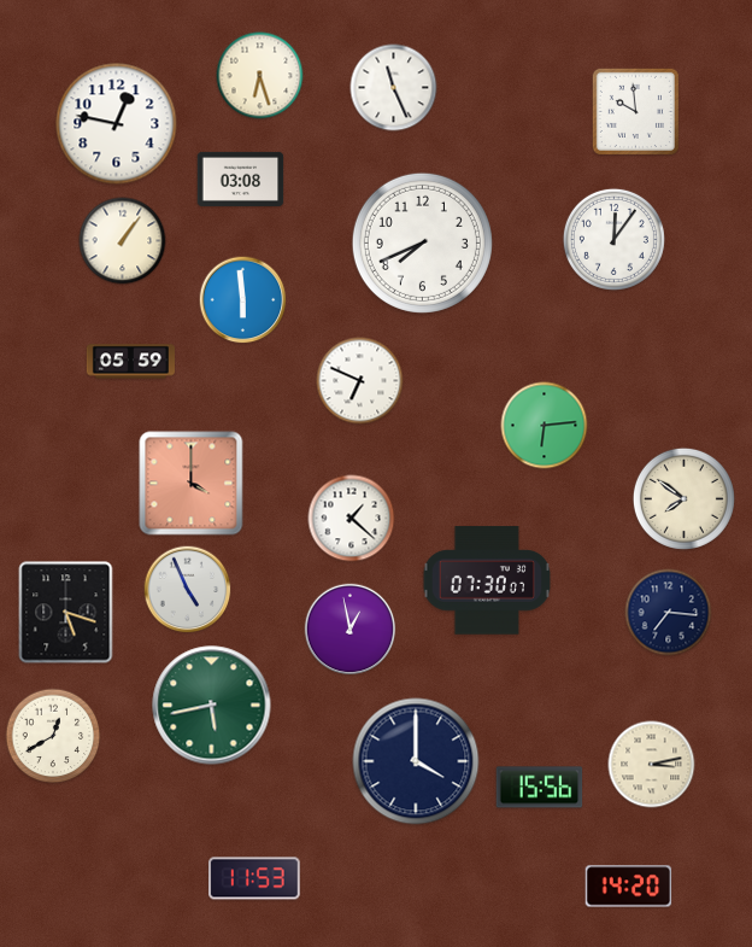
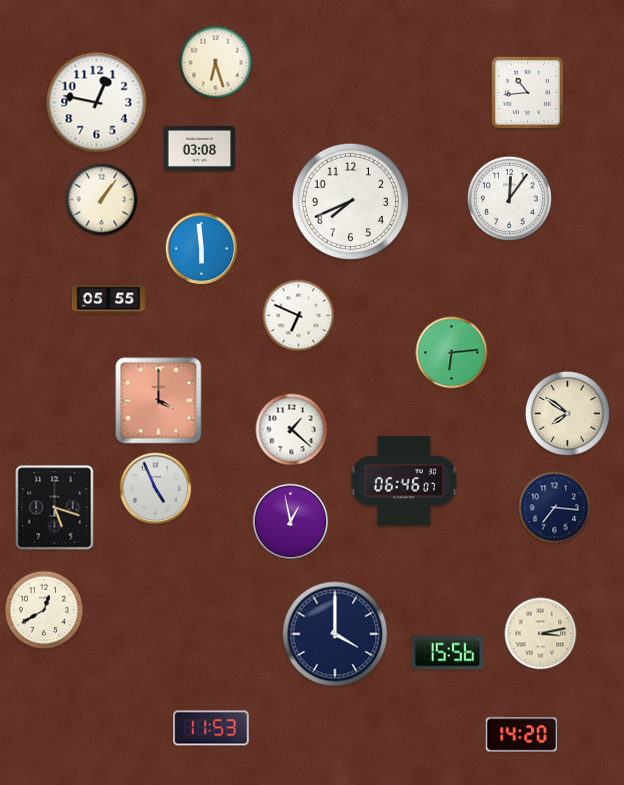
clock at (394, 88): 11:26 -> none
clock at (635, 111): 9:59 -> 10:44
clock at (130, 362): 05:59 -> 05:55
clock at (486, 580): 07:30 -> 06:46
clock at (212, 706): 5:43 -> none
clock at (416, 761) position: (416, 761) -> (335, 634)
